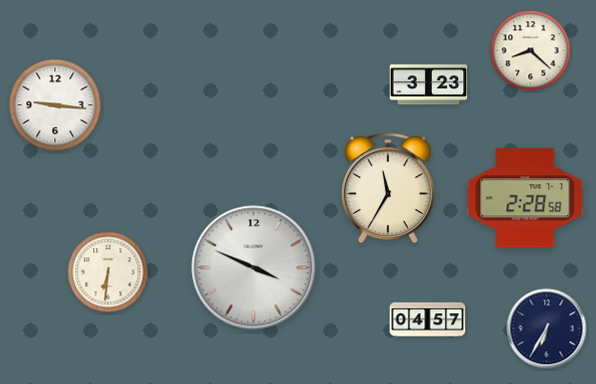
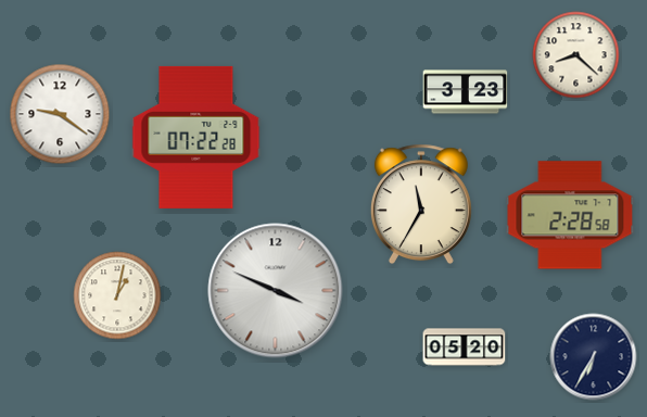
clock at (55, 105): 9:16 -> 9:21
clock at (196, 137): none -> 07:22
clock at (108, 272): 6:31 -> 1:02
clock at (428, 320): 04:57 -> 05:20
